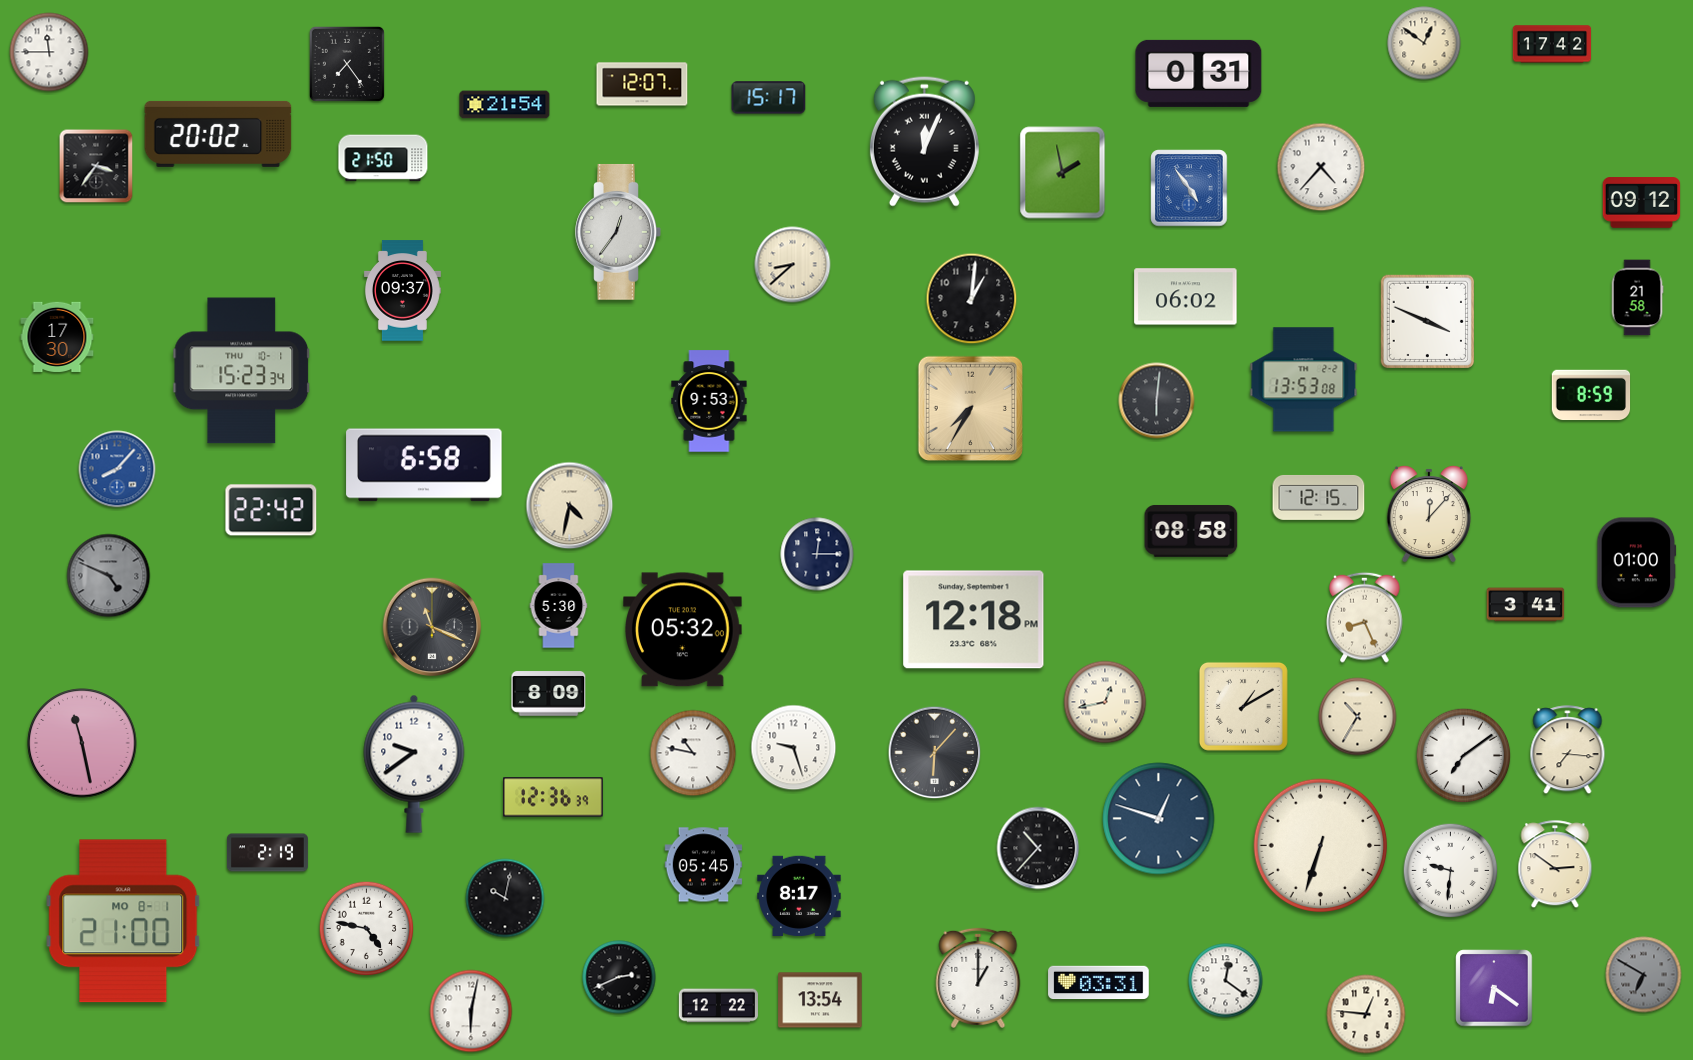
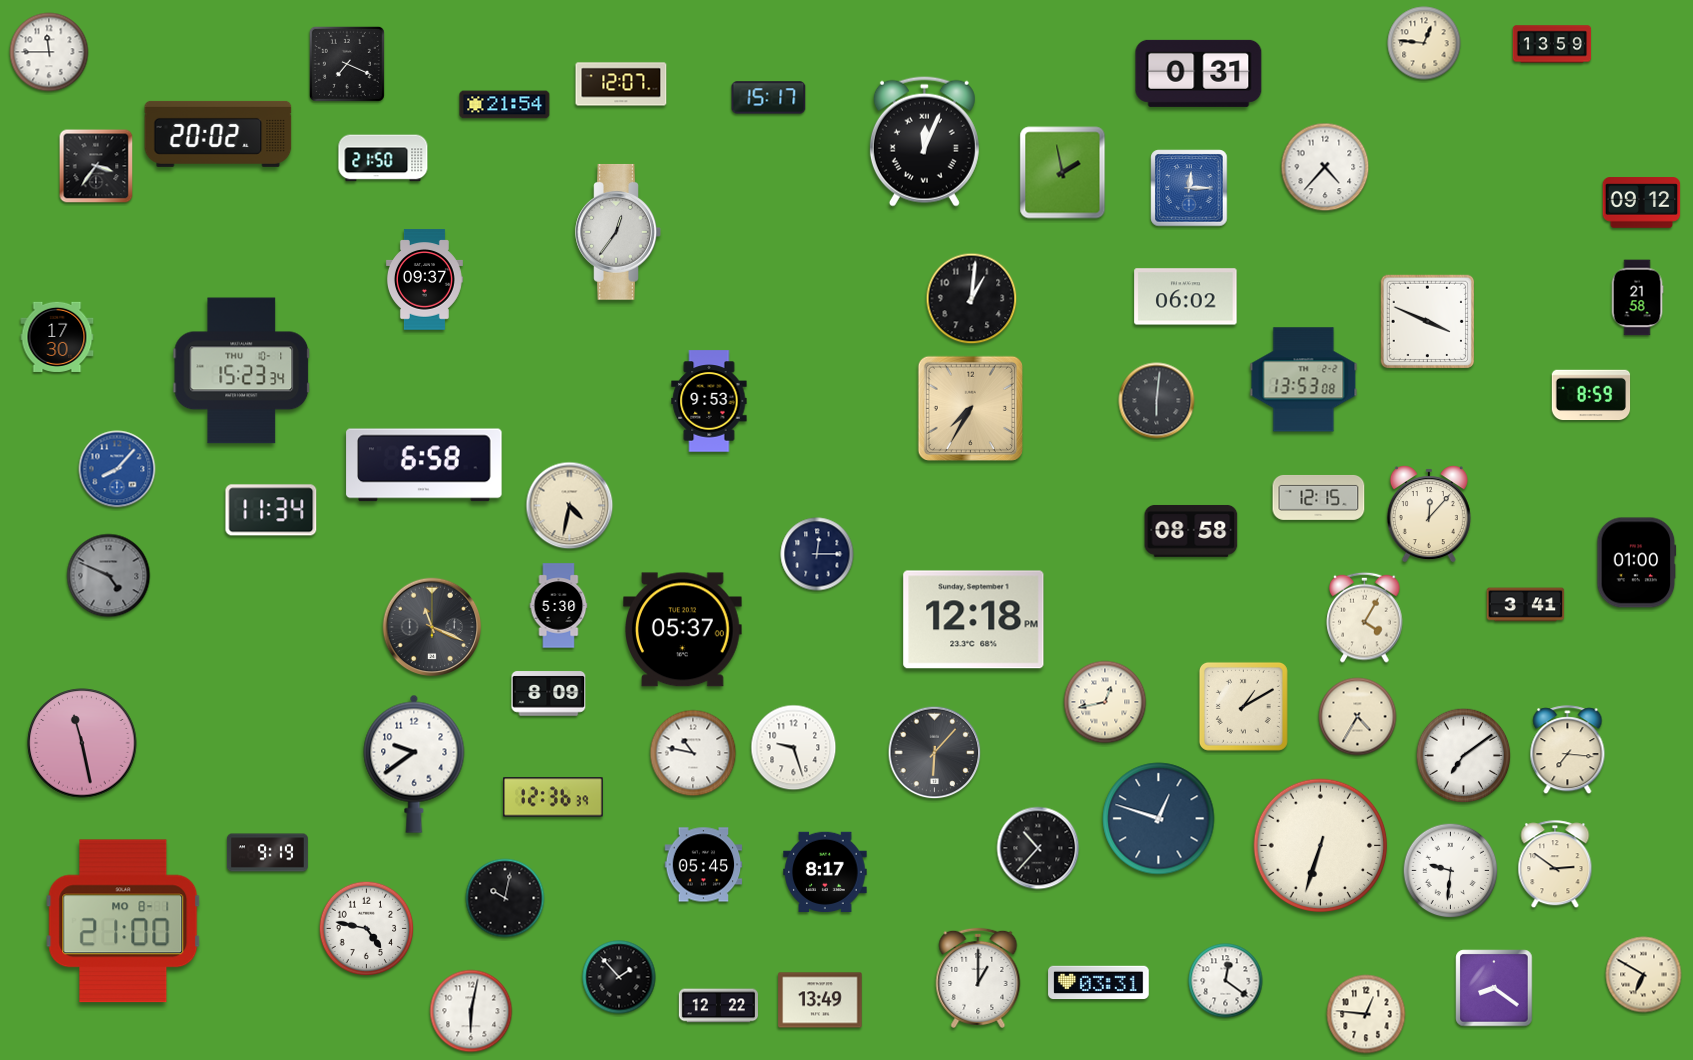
clock at (1424, 43): 12:51 -> 12:46
clock at (1552, 44): 17:42 -> 13:59
clock at (347, 64): 7:24 -> 7:19
clock at (642, 84) position: (642, 84) -> (621, 84)
clock at (1321, 167) position: (1321, 167) -> (1325, 167)
clock at (1189, 188): 4:54 -> 12:15
clock at (793, 265): 8:38 -> none
clock at (402, 291) position: (402, 291) -> (424, 280)
clock at (271, 510): 22:42 -> 11:34
clock at (1365, 617): 8:26 -> 4:05
clock at (683, 630): 05:32 -> 05:37
clock at (1358, 717): 10:35 -> 4:35
clock at (267, 853): 2:19 -> 9:19
clock at (799, 895) position: (799, 895) -> (825, 871)
clock at (1644, 975) dial: grey -> cream
clock at (619, 977): 2:41 -> 1:53
clock at (1494, 988): 6:21 -> 8:21
clock at (820, 1000): 13:54 -> 13:49
